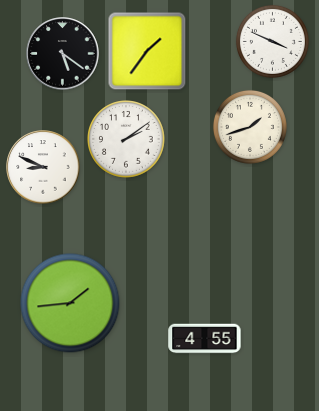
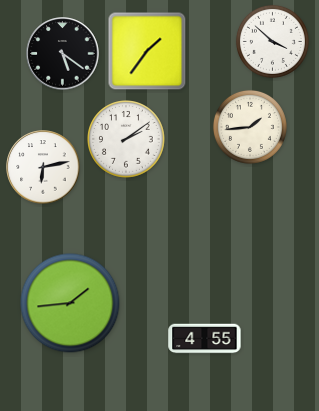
clock at (272, 41): 3:49 -> 3:52
clock at (250, 127): 1:42 -> 1:44
clock at (43, 167): 8:49 -> 6:13
